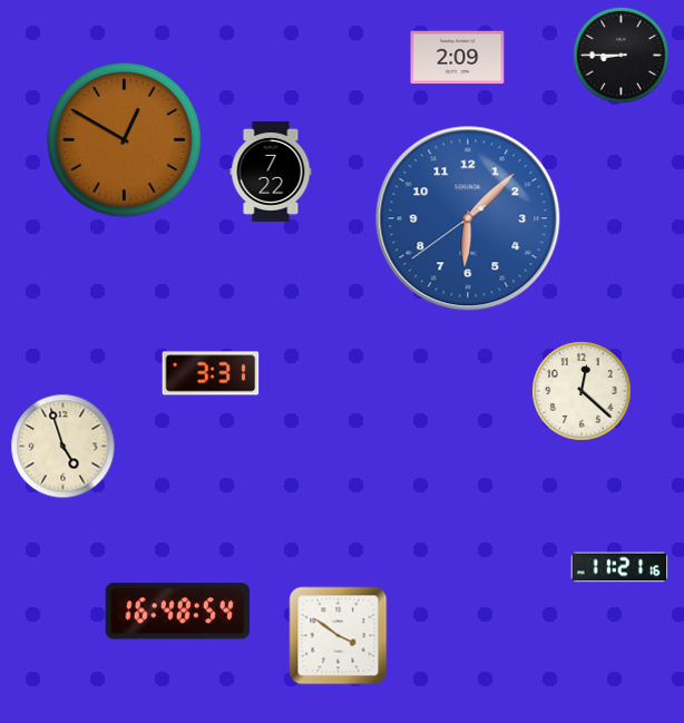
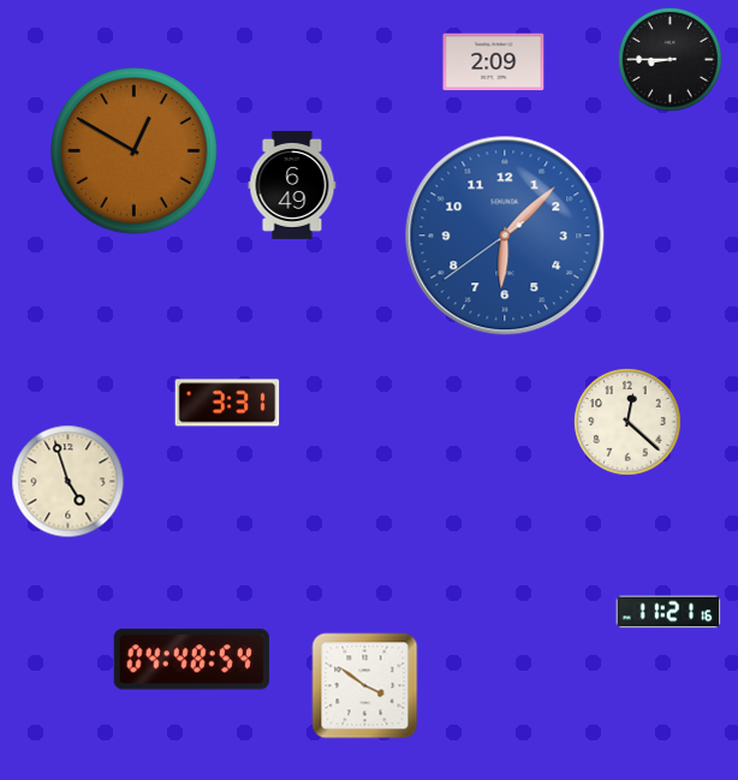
clock at (271, 172): 7:22 -> 6:49
clock at (177, 612): 16:48 -> 04:48
